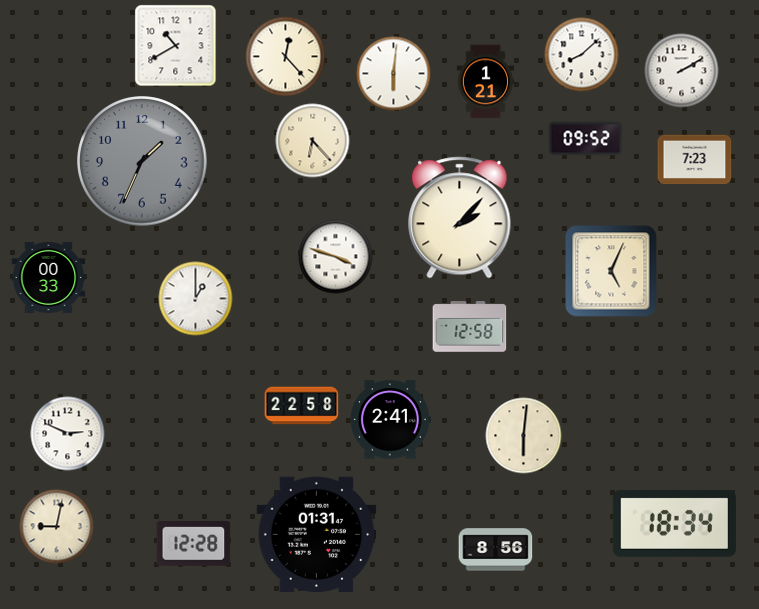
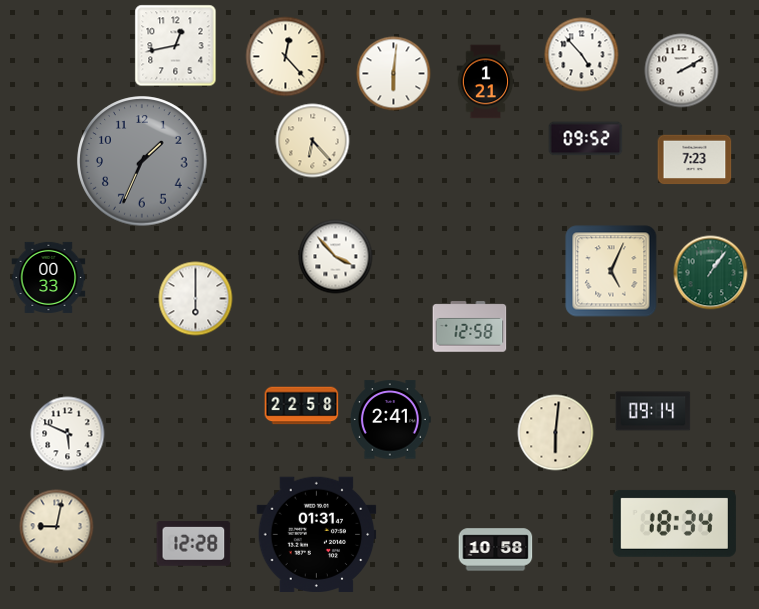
clock at (176, 46): 10:40 -> 12:43
clock at (582, 55): 8:08 -> 4:53
clock at (460, 218): 2:07 -> none
clock at (336, 257): 3:48 -> 3:53
clock at (711, 273): none -> 1:06
clock at (196, 299): 1:00 -> 6:00
clock at (653, 411): none -> 09:14
clock at (68, 434): 2:49 -> 5:49
clock at (524, 436) position: (524, 436) -> (556, 433)
clock at (496, 550): 8:56 -> 10:58
